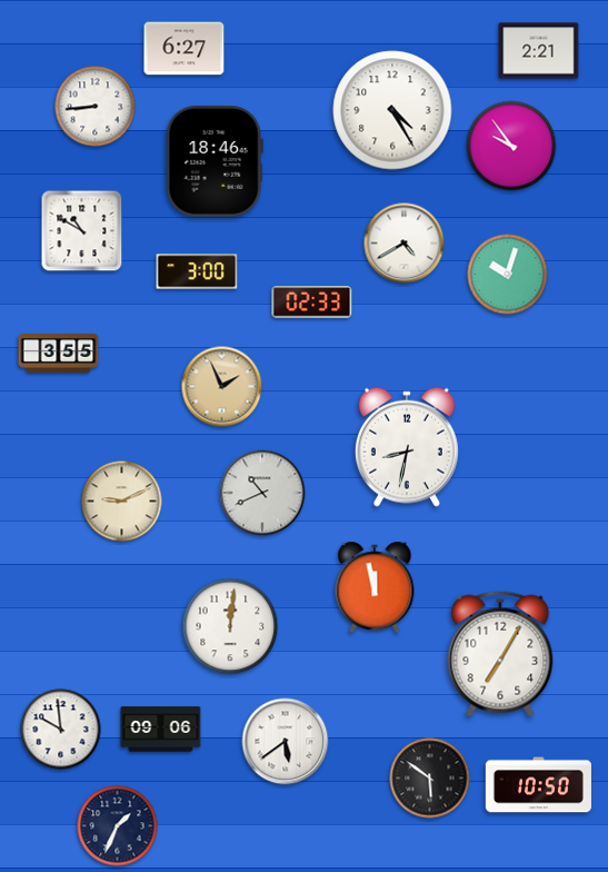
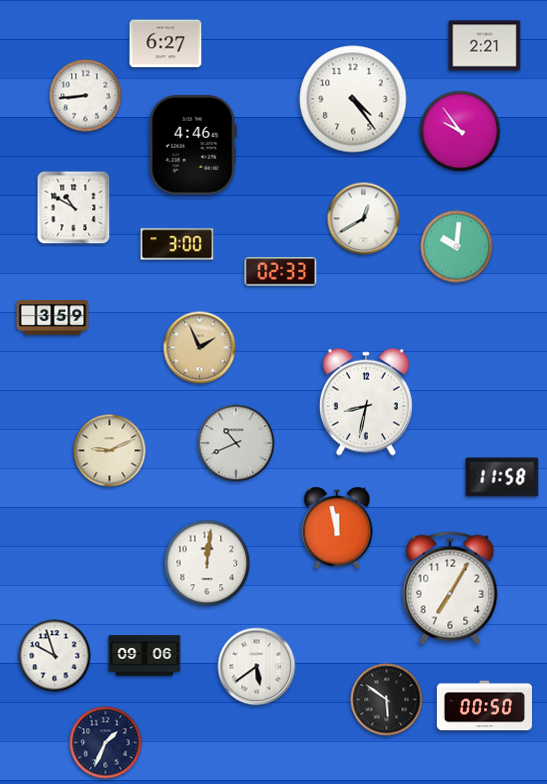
clock at (392, 110): 4:25 -> 4:24
clock at (215, 161): 18:46 -> 4:46
clock at (405, 244): 4:40 -> 12:40
clock at (508, 275): 10:03 -> 10:01
clock at (59, 354): 3:55 -> 3:59
clock at (502, 477): none -> 11:58
clock at (61, 730): 9:59 -> 9:57
clock at (538, 785): 10:50 -> 00:50
